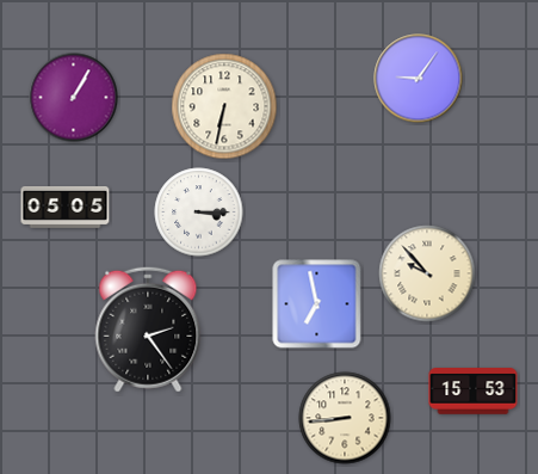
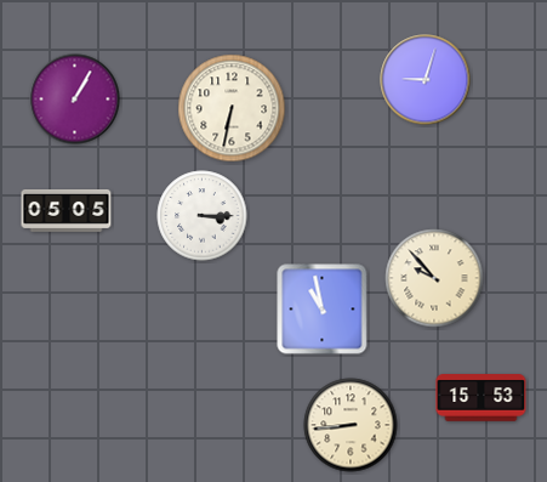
clock at (419, 79): 9:06 -> 9:03
clock at (224, 106) position: (224, 106) -> (232, 108)
clock at (317, 304): 6:58 -> 10:58
clock at (148, 330): 2:24 -> none
